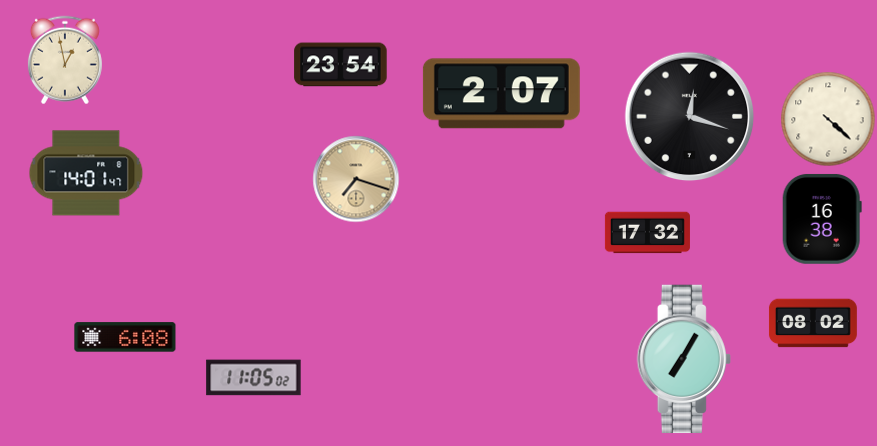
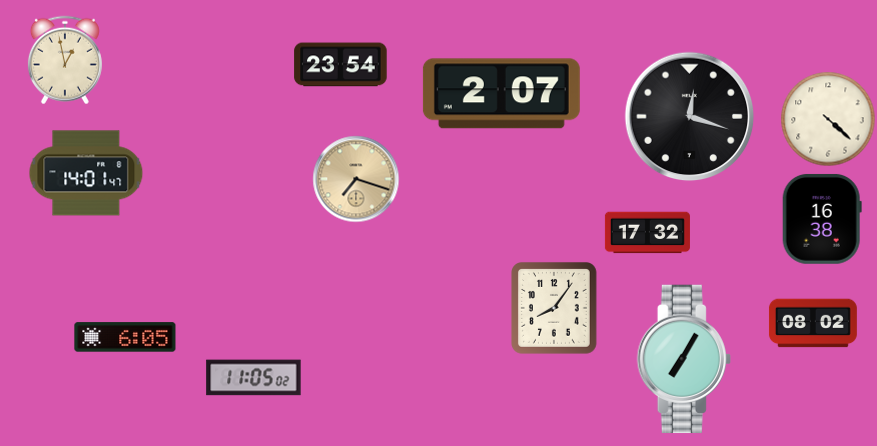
clock at (555, 309): none -> 8:06
clock at (125, 337): 6:08 -> 6:05
